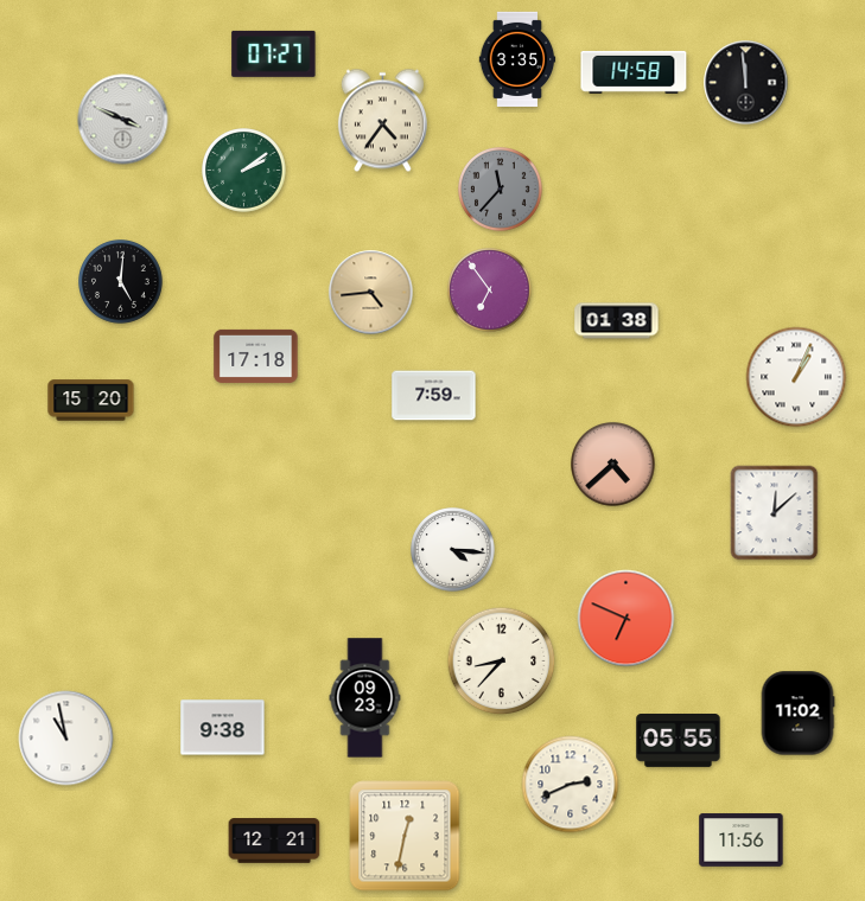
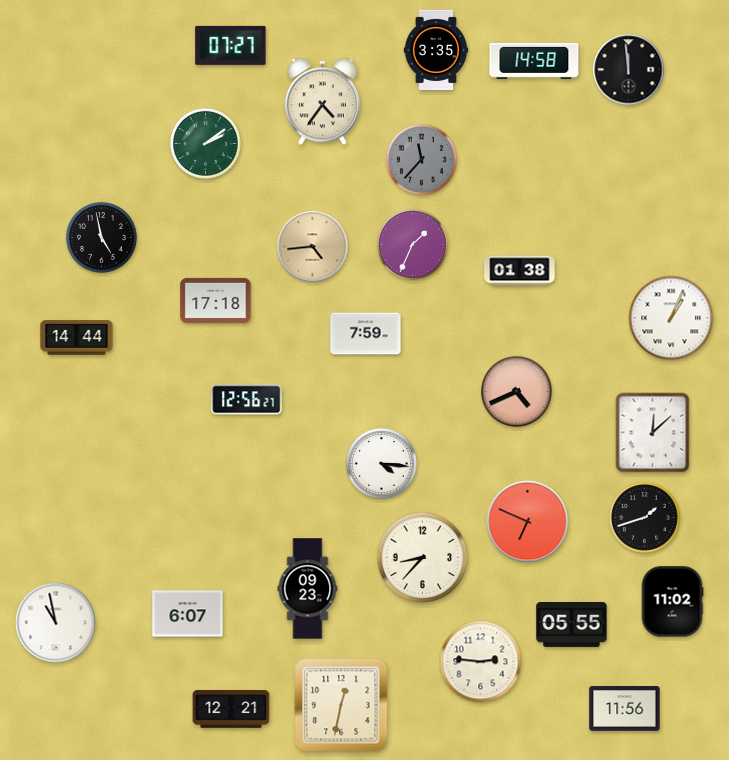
clock at (123, 120): 3:49 -> none
clock at (121, 282): 5:01 -> 4:58
clock at (490, 290): 6:54 -> 1:34
clock at (91, 401): 15:20 -> 14:44
clock at (613, 465): 4:38 -> 4:41
clock at (247, 400): none -> 12:56
clock at (645, 518): none -> 1:42
clock at (223, 728): 9:38 -> 6:07
clock at (571, 785): 2:41 -> 2:46
